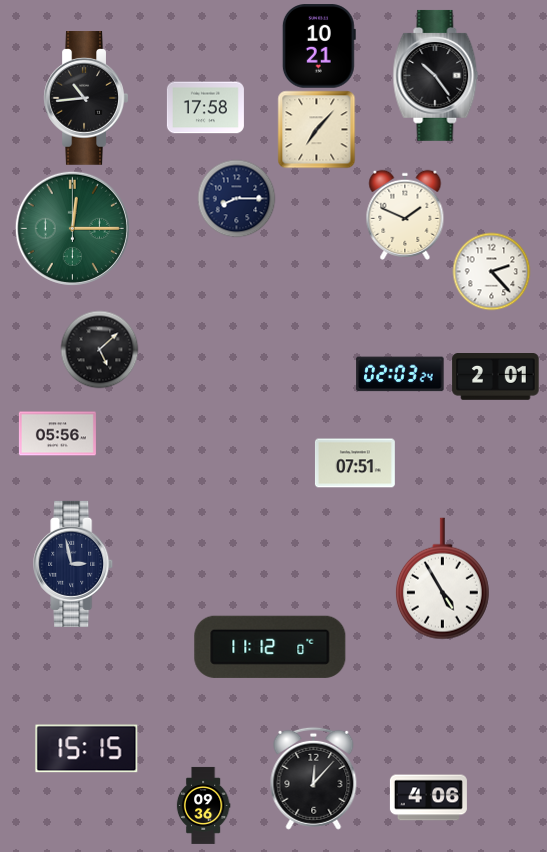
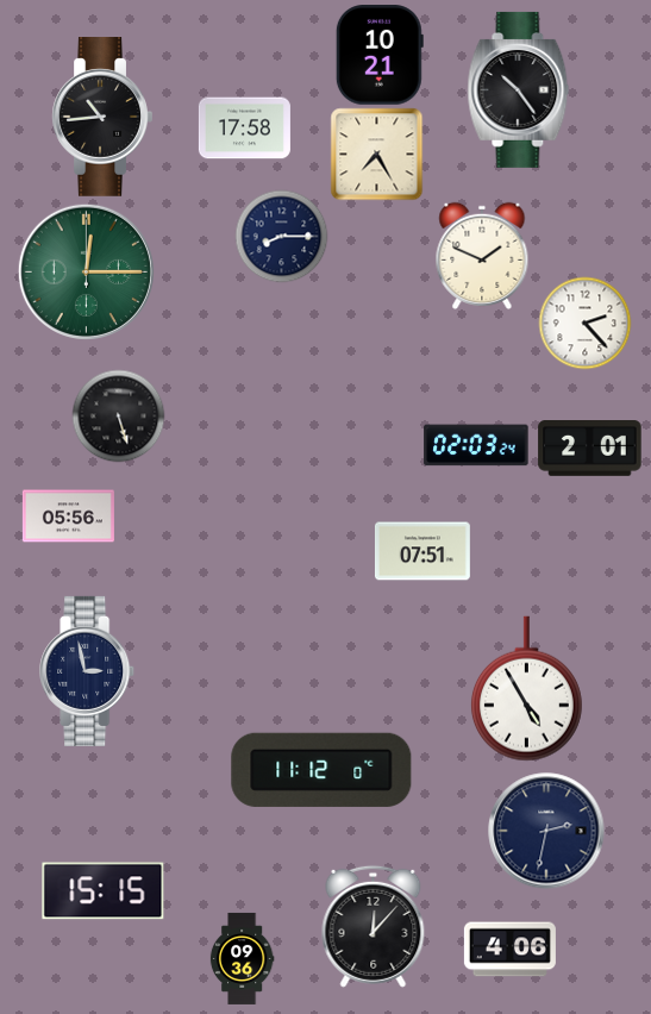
clock at (316, 129): 7:07 -> 7:25
clock at (99, 349): 5:08 -> 5:27
clock at (546, 831): none -> 2:32
